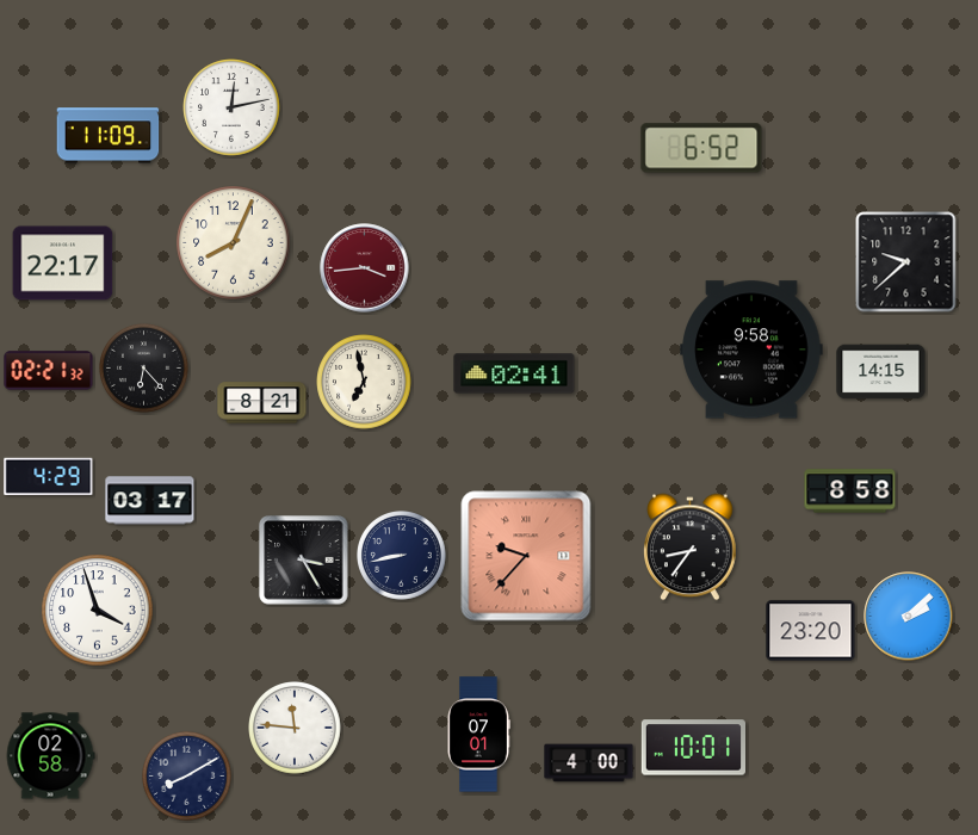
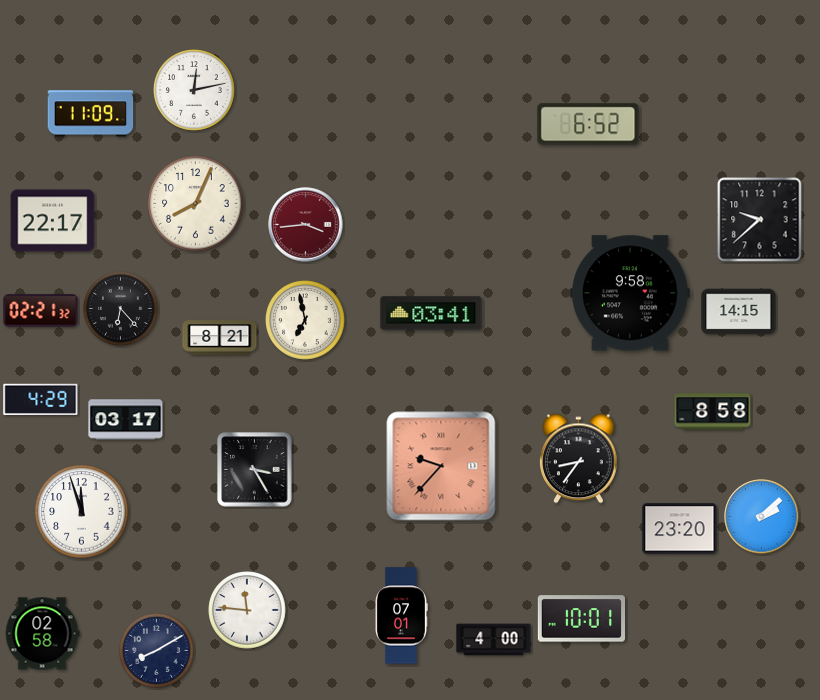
clock at (514, 373): 02:41 -> 03:41
clock at (402, 556): 8:43 -> none
clock at (98, 611): 3:57 -> 11:57
clock at (693, 748) position: (693, 748) -> (581, 619)
